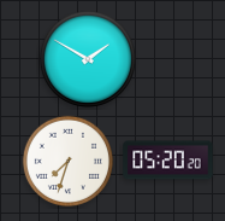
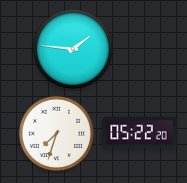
clock at (88, 59): 1:50 -> 1:46
clock at (168, 161): 05:20 -> 05:22
